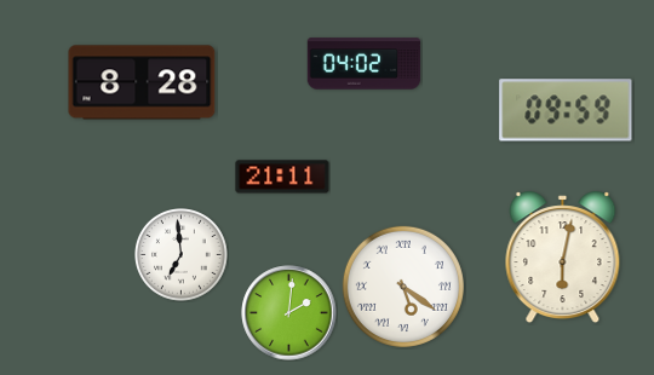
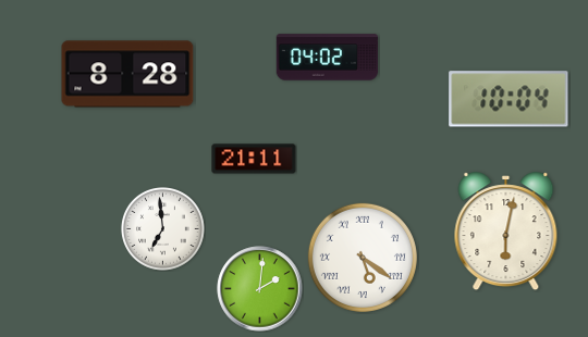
clock at (566, 110): 09:59 -> 10:04
clock at (289, 313) position: (289, 313) -> (260, 289)
